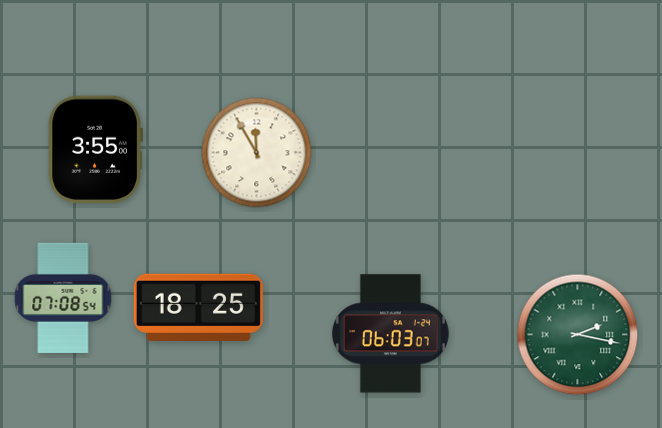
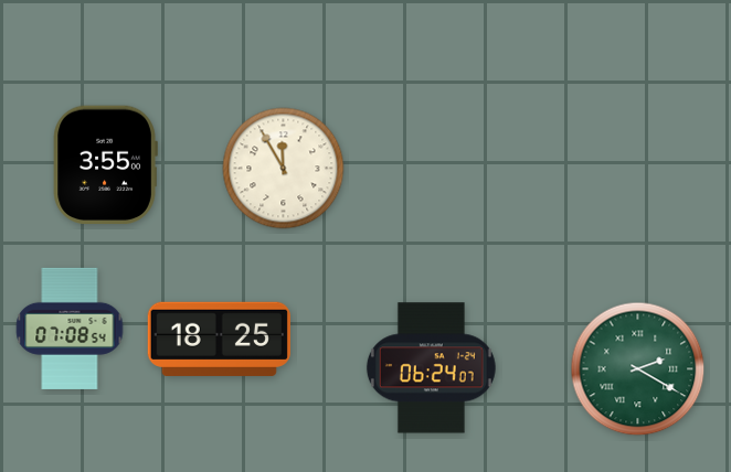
clock at (390, 334): 06:03 -> 06:24
clock at (578, 335): 2:17 -> 2:20
